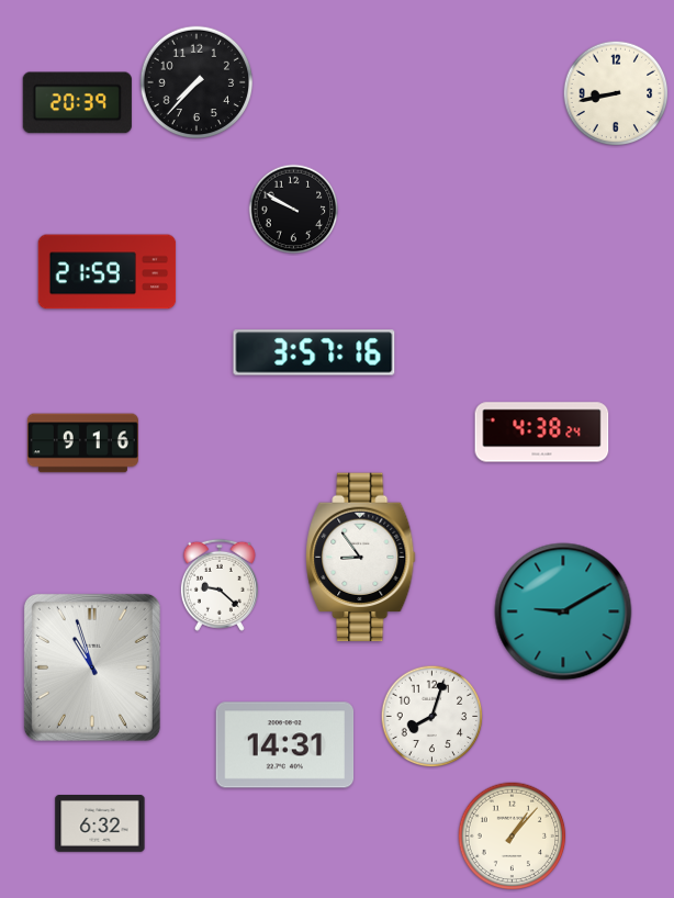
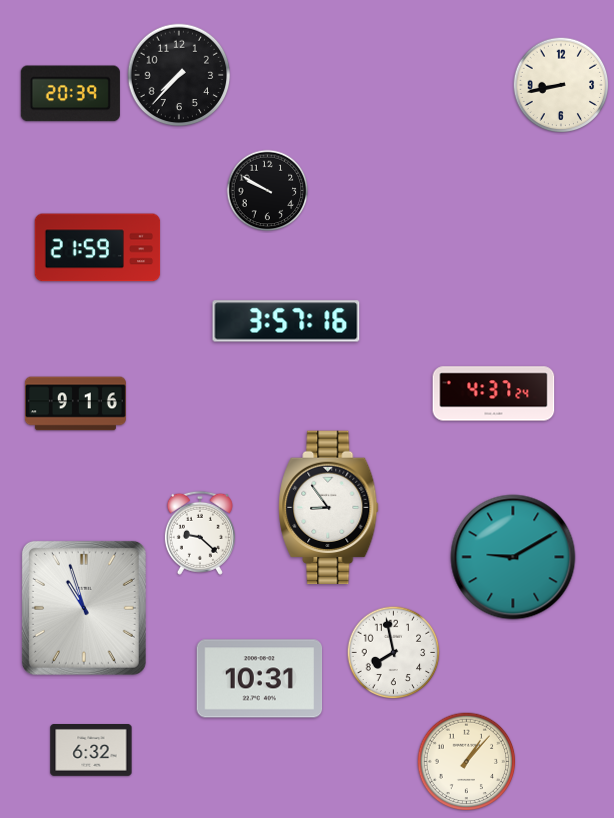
clock at (542, 433): 4:38 -> 4:37
clock at (433, 717): 8:03 -> 7:58
clock at (285, 745): 14:31 -> 10:31
